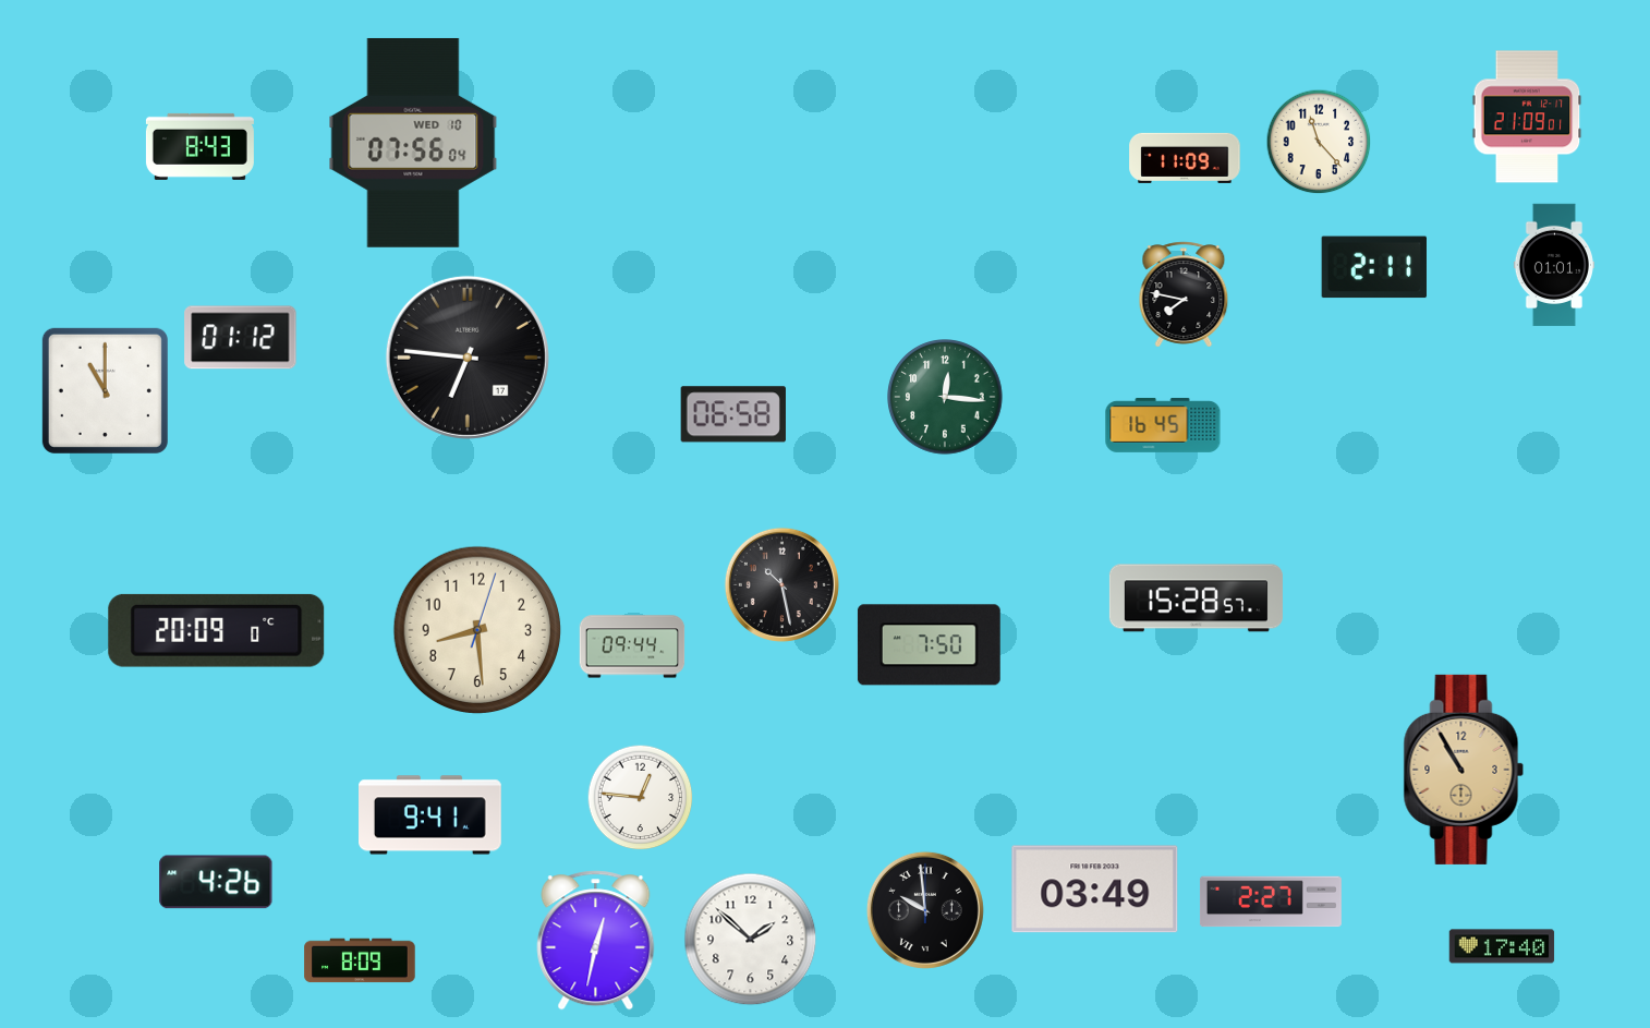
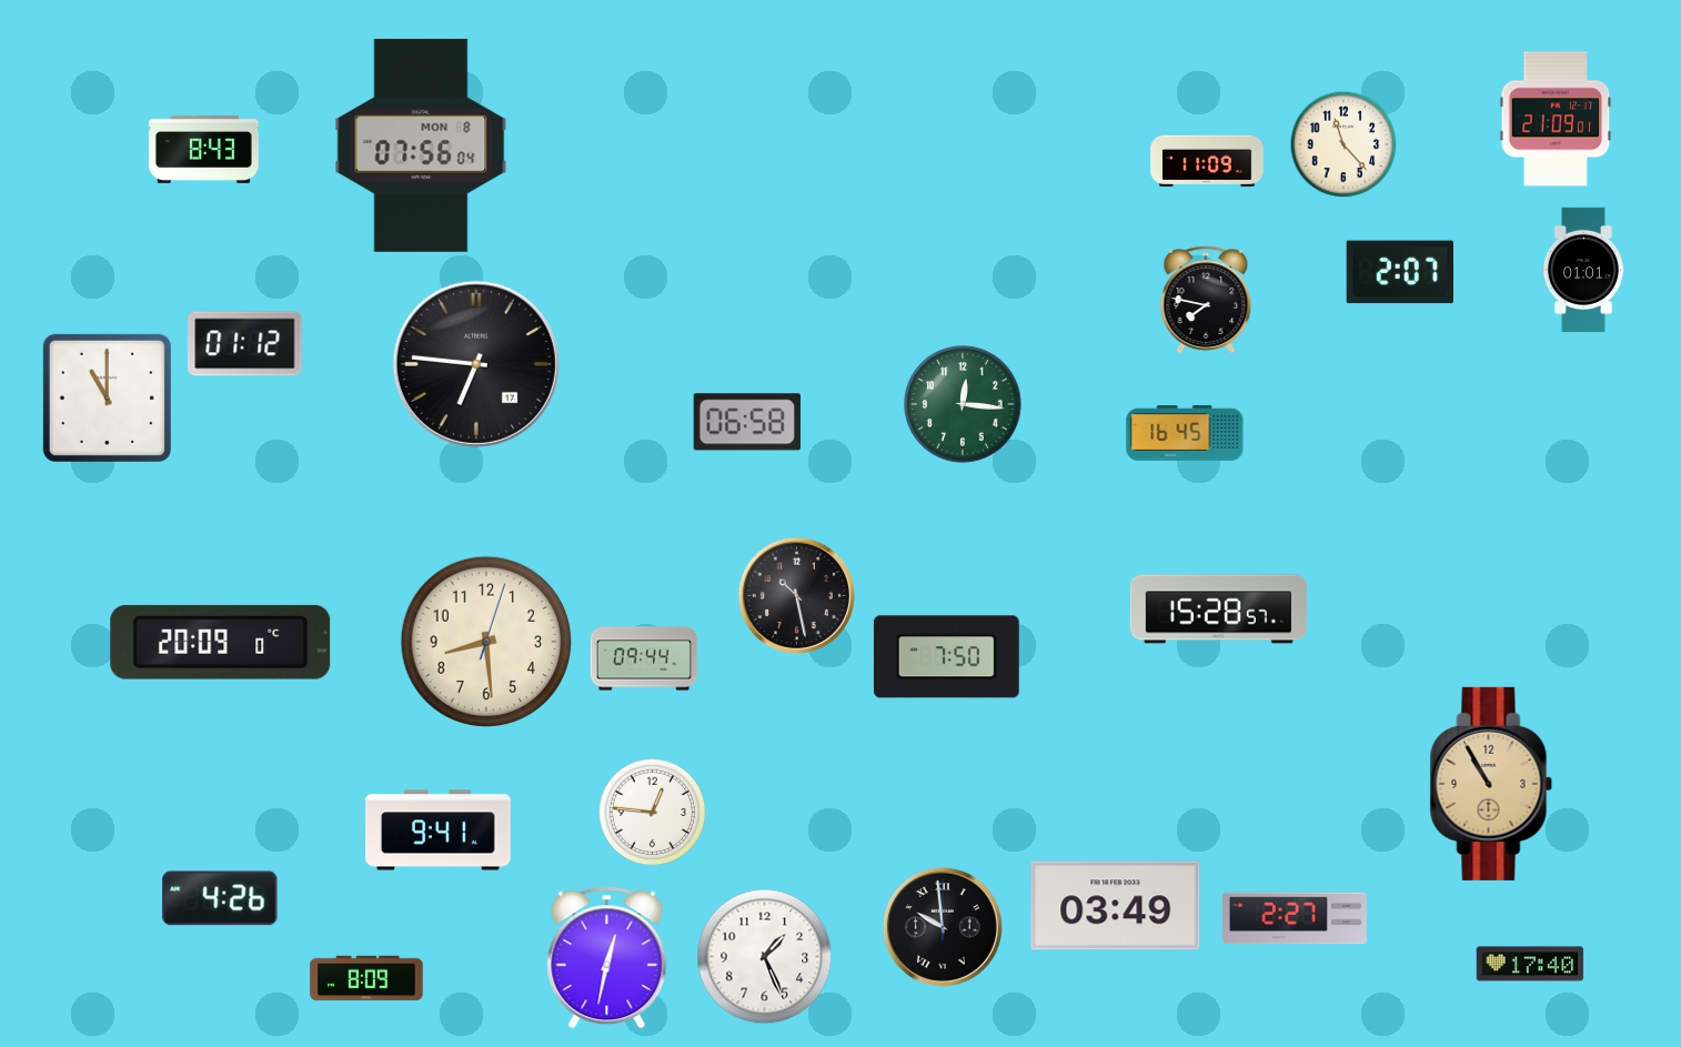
clock at (413, 143) date: WED 10 -> MON 8
clock at (1374, 267): 2:11 -> 2:07
clock at (751, 940): 1:52 -> 1:26
